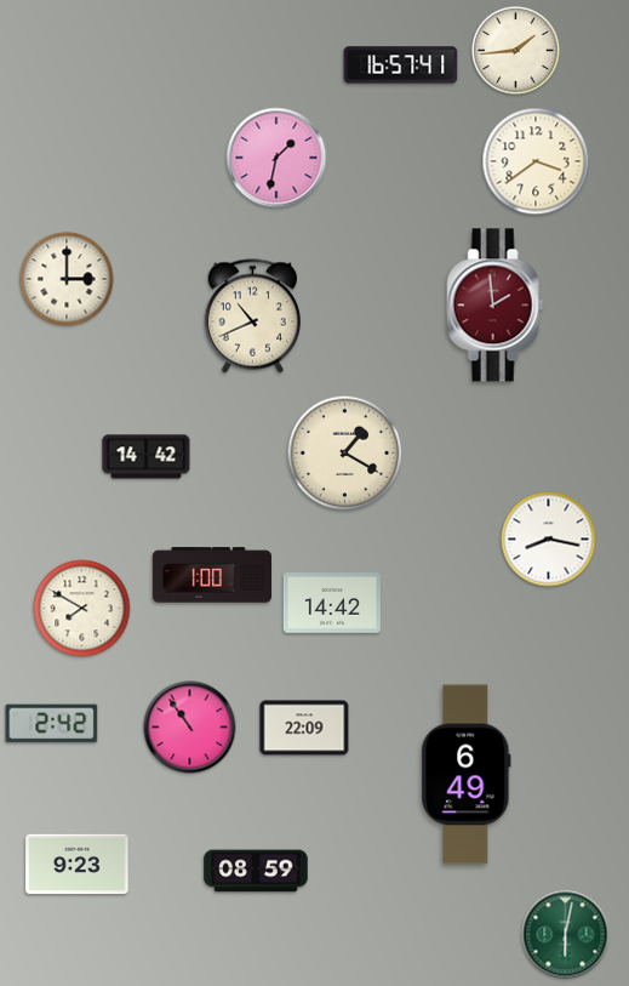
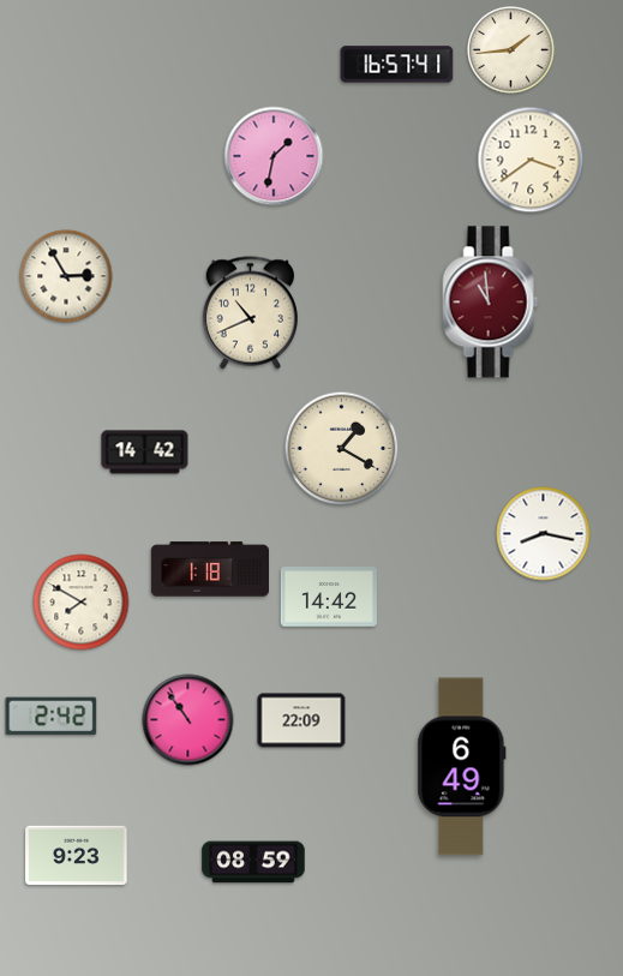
clock at (67, 279): 3:00 -> 2:55
clock at (496, 306): 1:59 -> 10:59
clock at (211, 575): 1:00 -> 1:18
clock at (566, 935): 6:02 -> none
